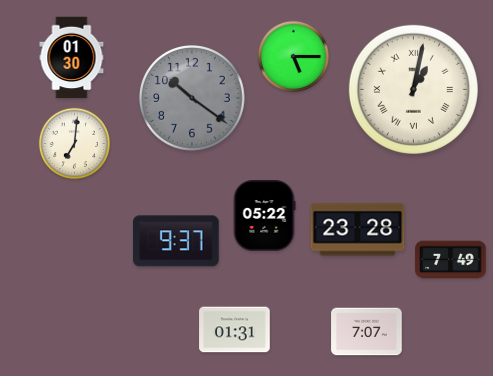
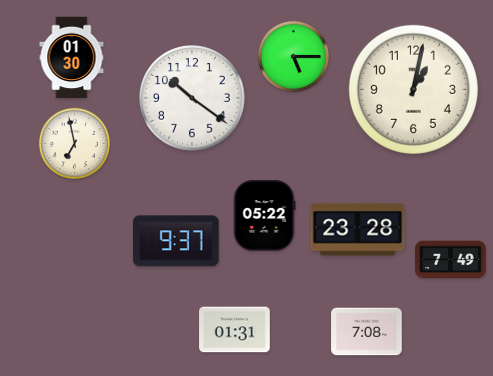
clock at (413, 89) numerals: Roman -> Arabic
clock at (193, 99) dial: grey -> white
clock at (74, 143): 7:01 -> 6:58
clock at (367, 332): 7:07 -> 7:08
